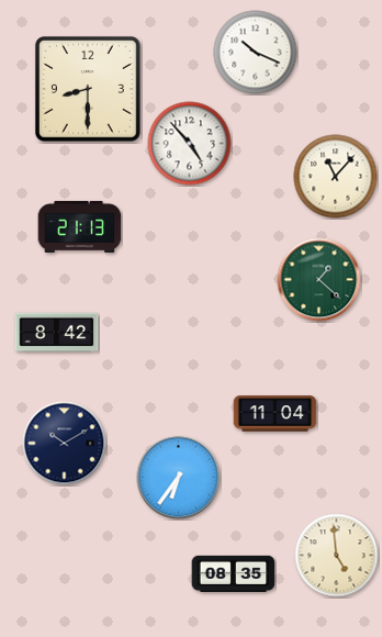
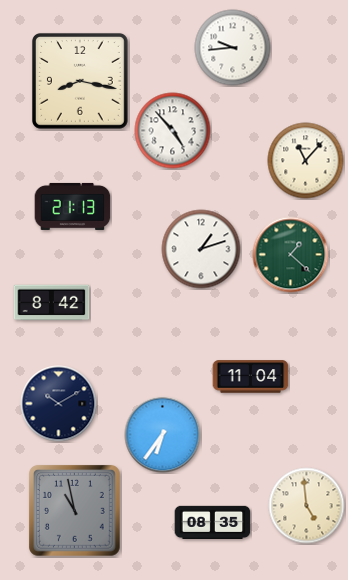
clock at (256, 53): 10:19 -> 9:44
clock at (88, 89): 8:30 -> 8:17
clock at (201, 249): none -> 1:12
clock at (74, 510): none -> 10:58
